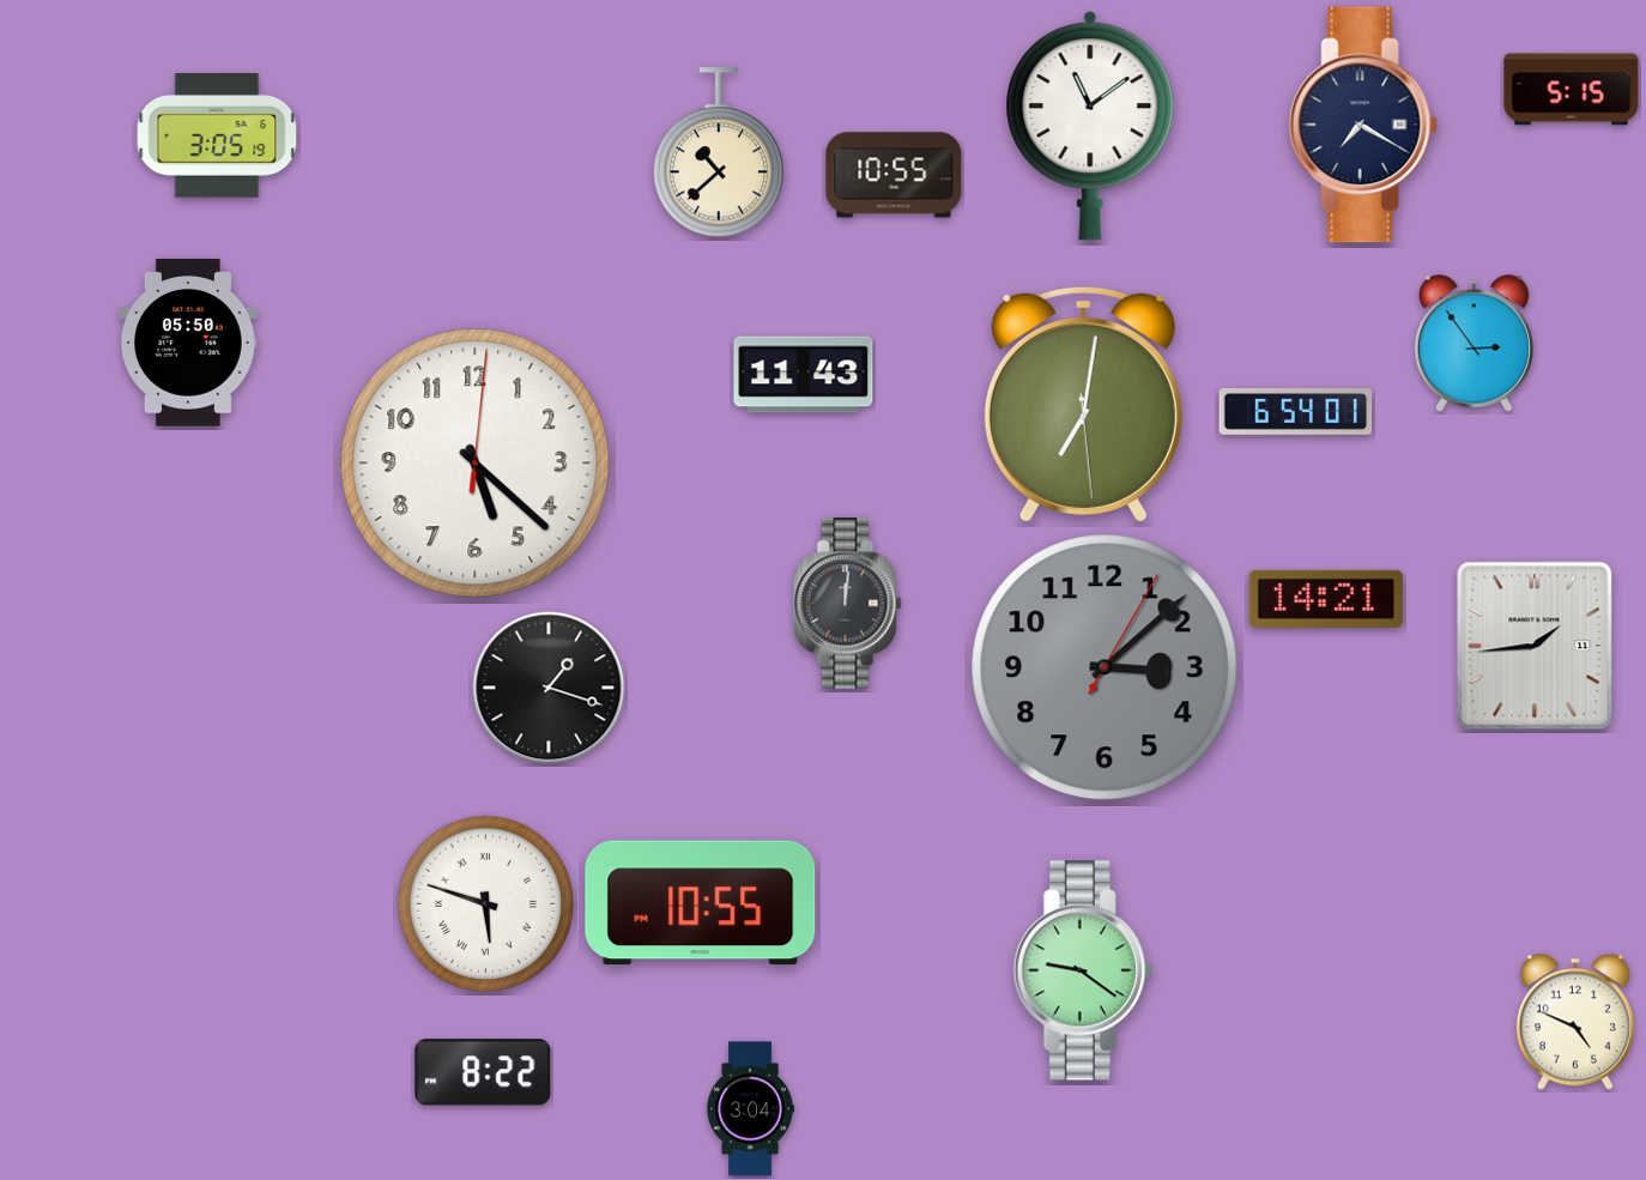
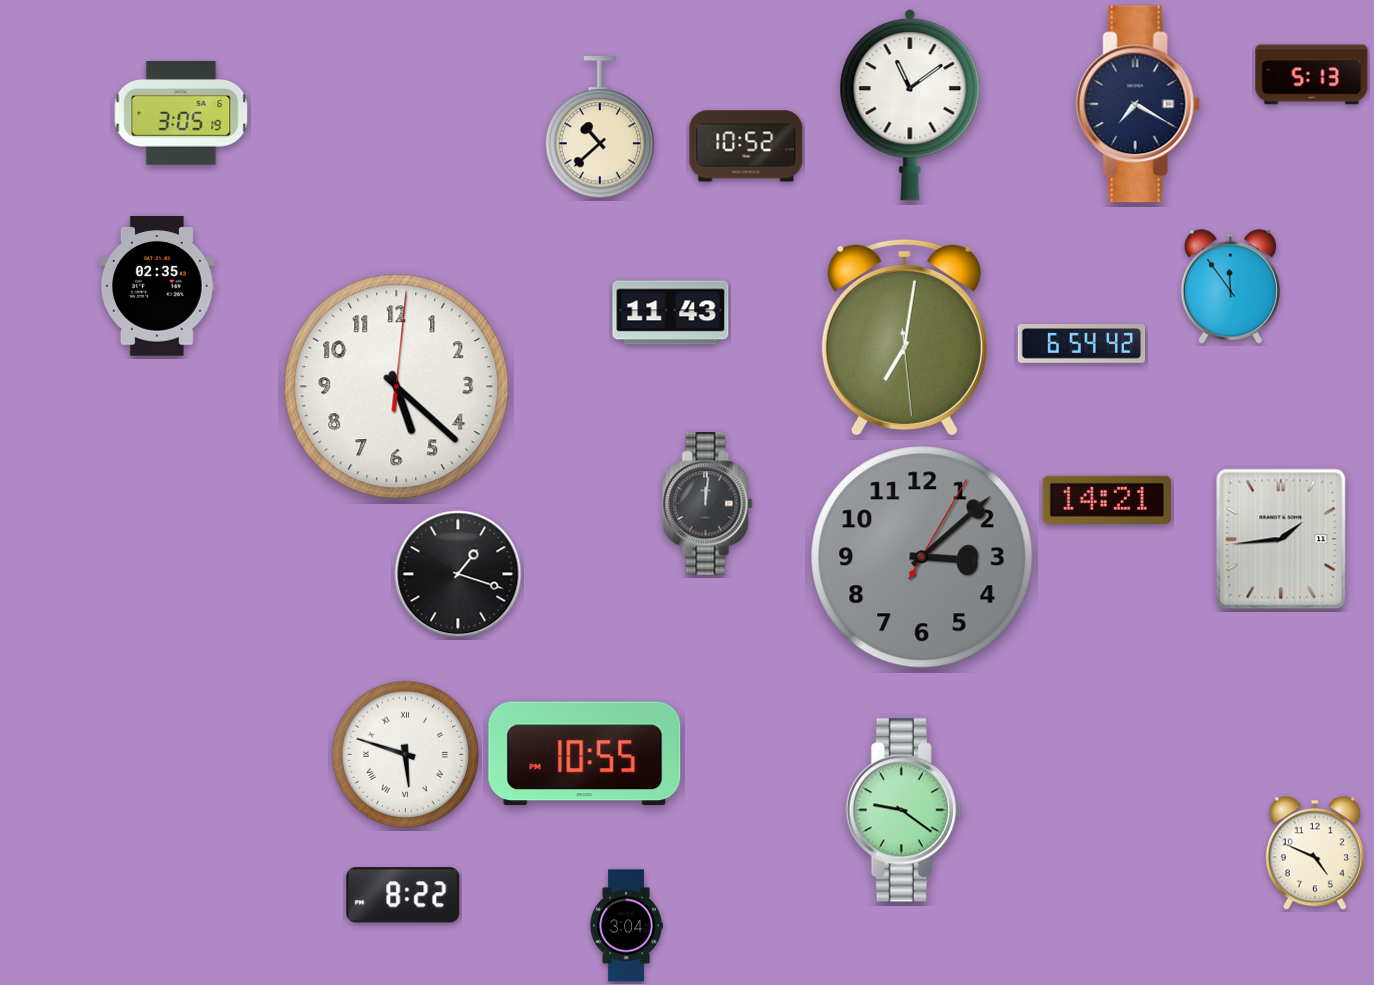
clock at (1572, 90): 5:15 -> 5:13
clock at (894, 175): 10:55 -> 10:52
clock at (189, 343): 05:50 -> 02:35
clock at (1473, 344): 2:54 -> 11:54
clock at (1296, 412): 6:54:01 -> 6:54:42
